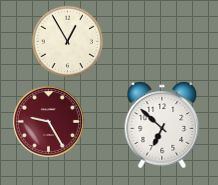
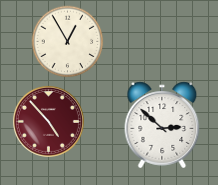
clock at (48, 121): 9:25 -> 4:53
clock at (162, 125): 6:52 -> 2:52
